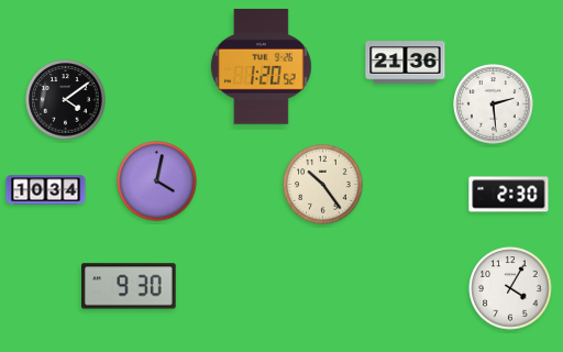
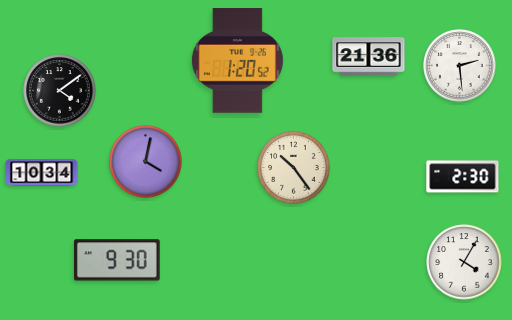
clock at (494, 105) position: (494, 105) -> (460, 66)
clock at (157, 182) position: (157, 182) -> (146, 162)
